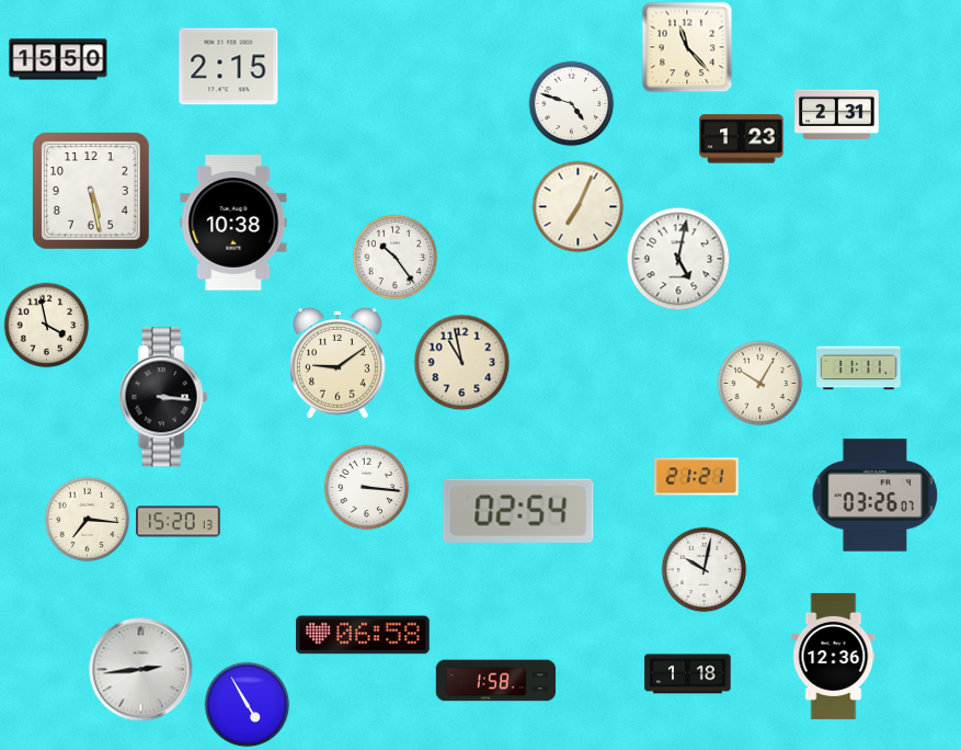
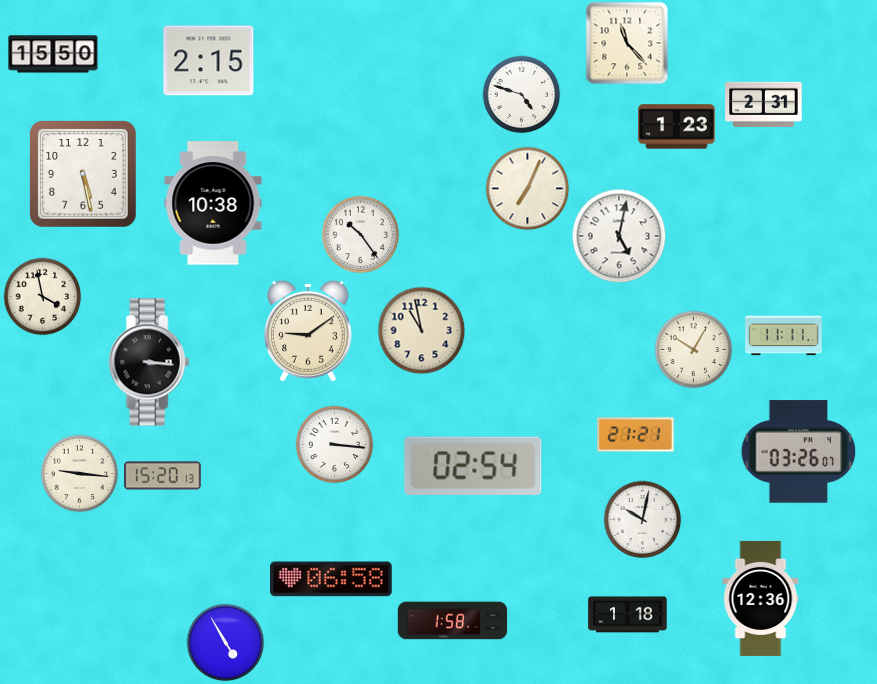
clock at (87, 519): 7:16 -> 9:16
clock at (140, 669): 2:44 -> none
